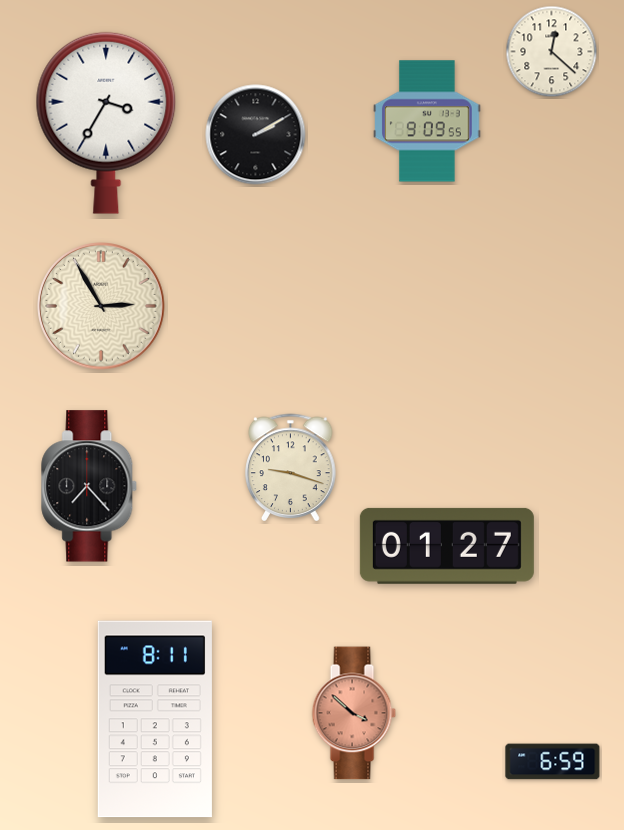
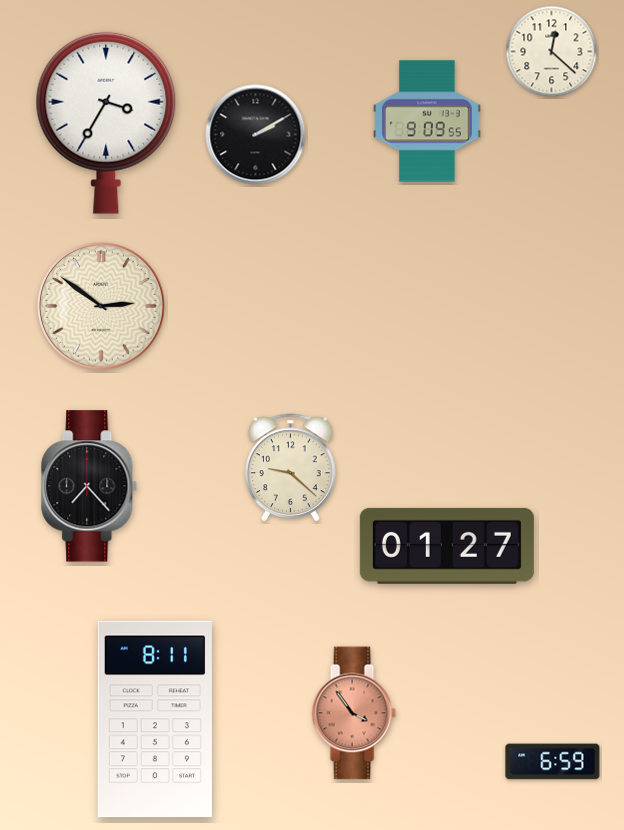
clock at (102, 307): 2:55 -> 2:51
clock at (291, 467): 9:18 -> 9:22
clock at (354, 713): 3:52 -> 3:54
